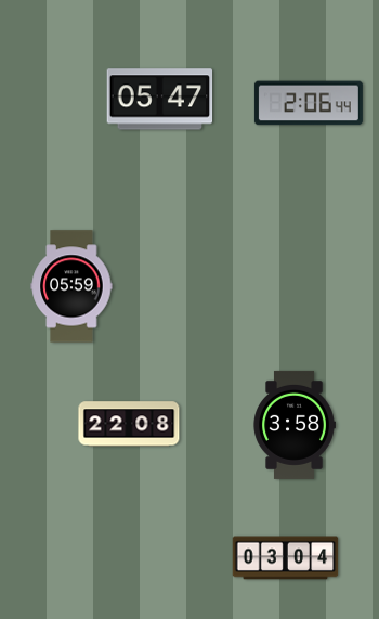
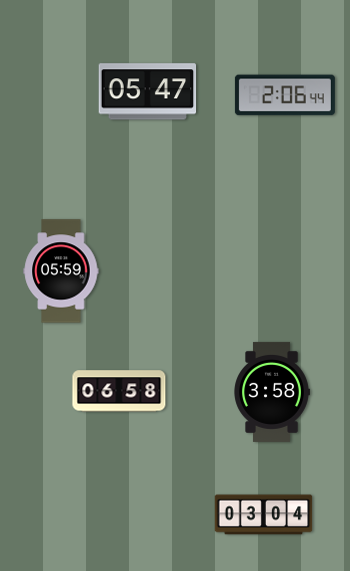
clock at (71, 286) position: (71, 286) -> (61, 271)
clock at (129, 424): 22:08 -> 06:58
